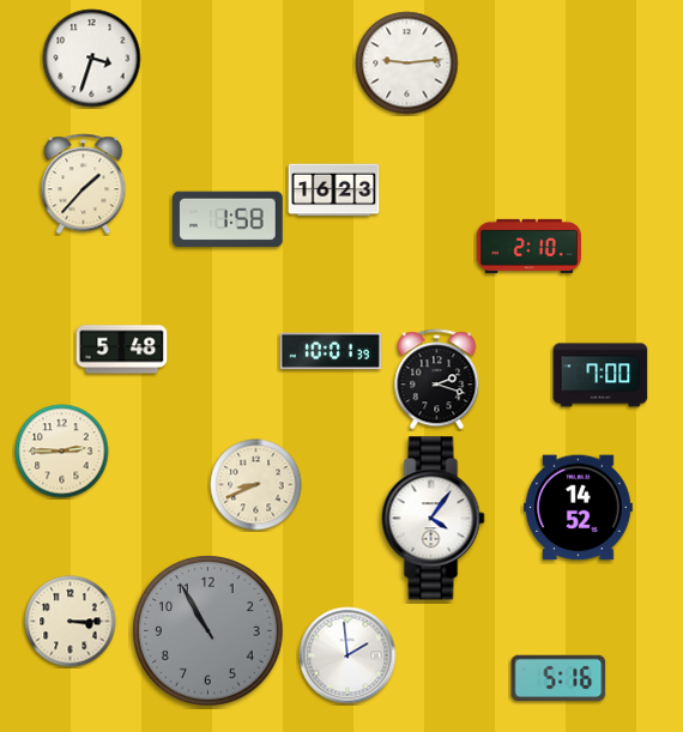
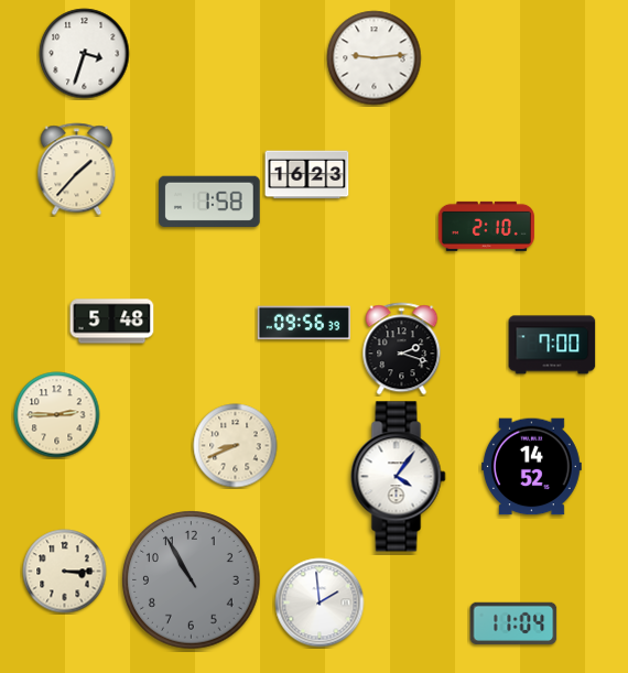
clock at (331, 351): 10:01 -> 09:56
clock at (558, 678): 5:16 -> 11:04
